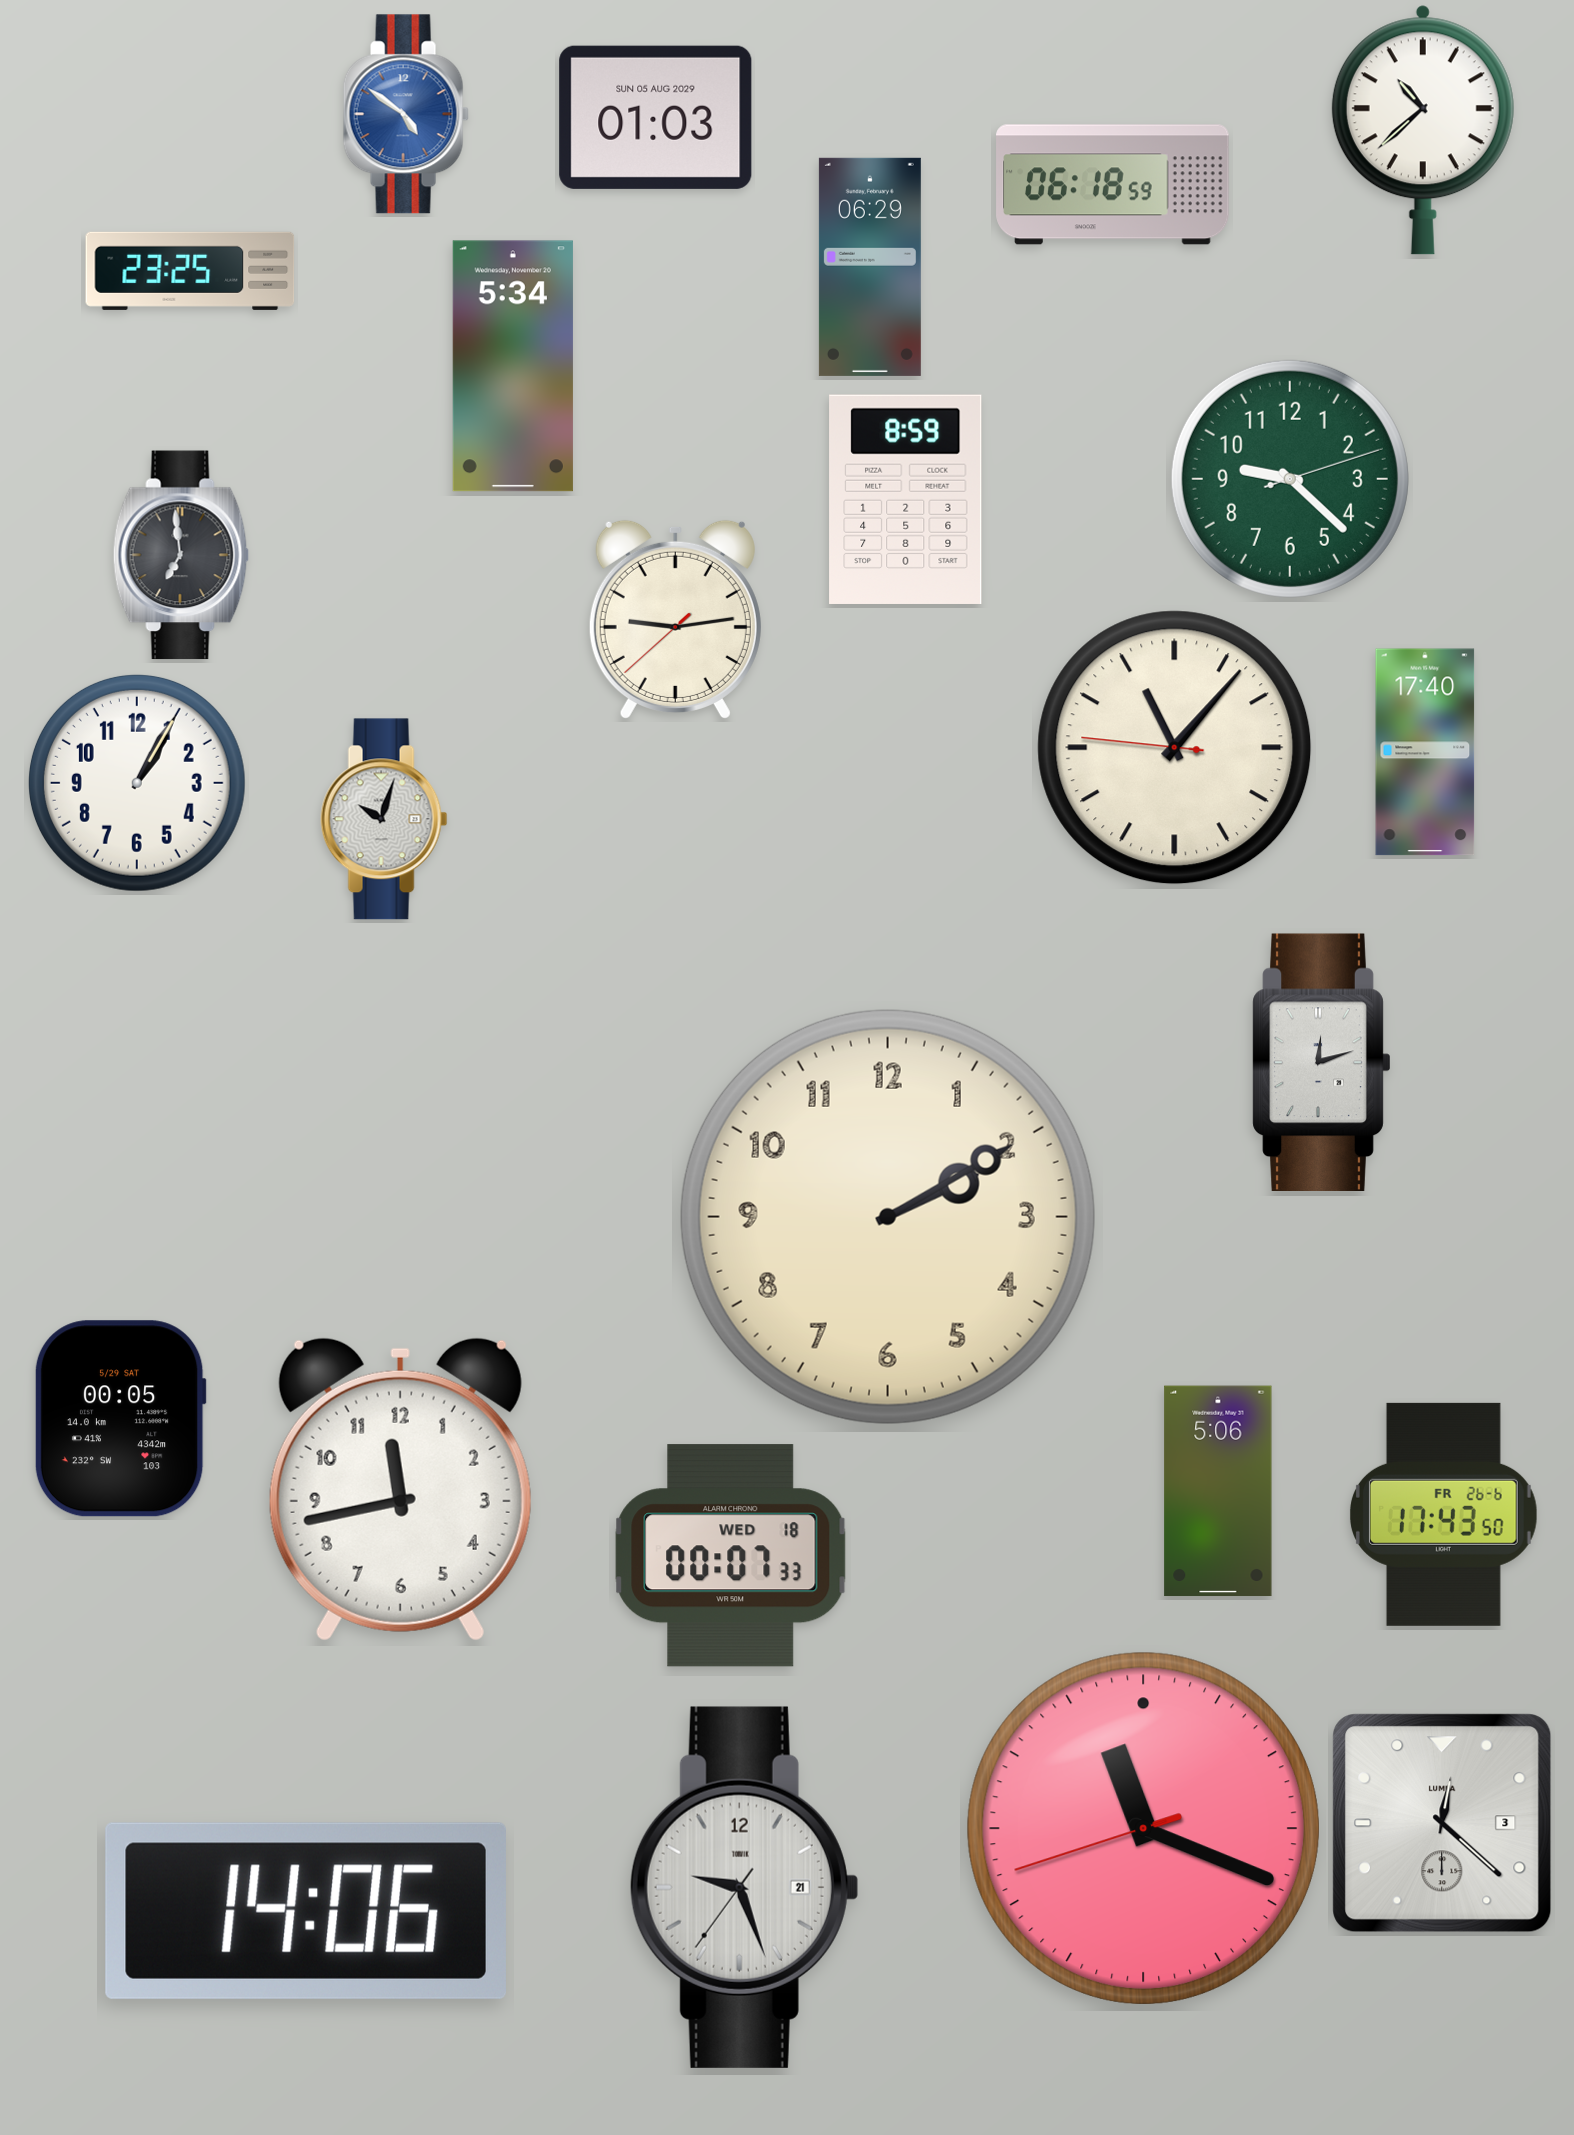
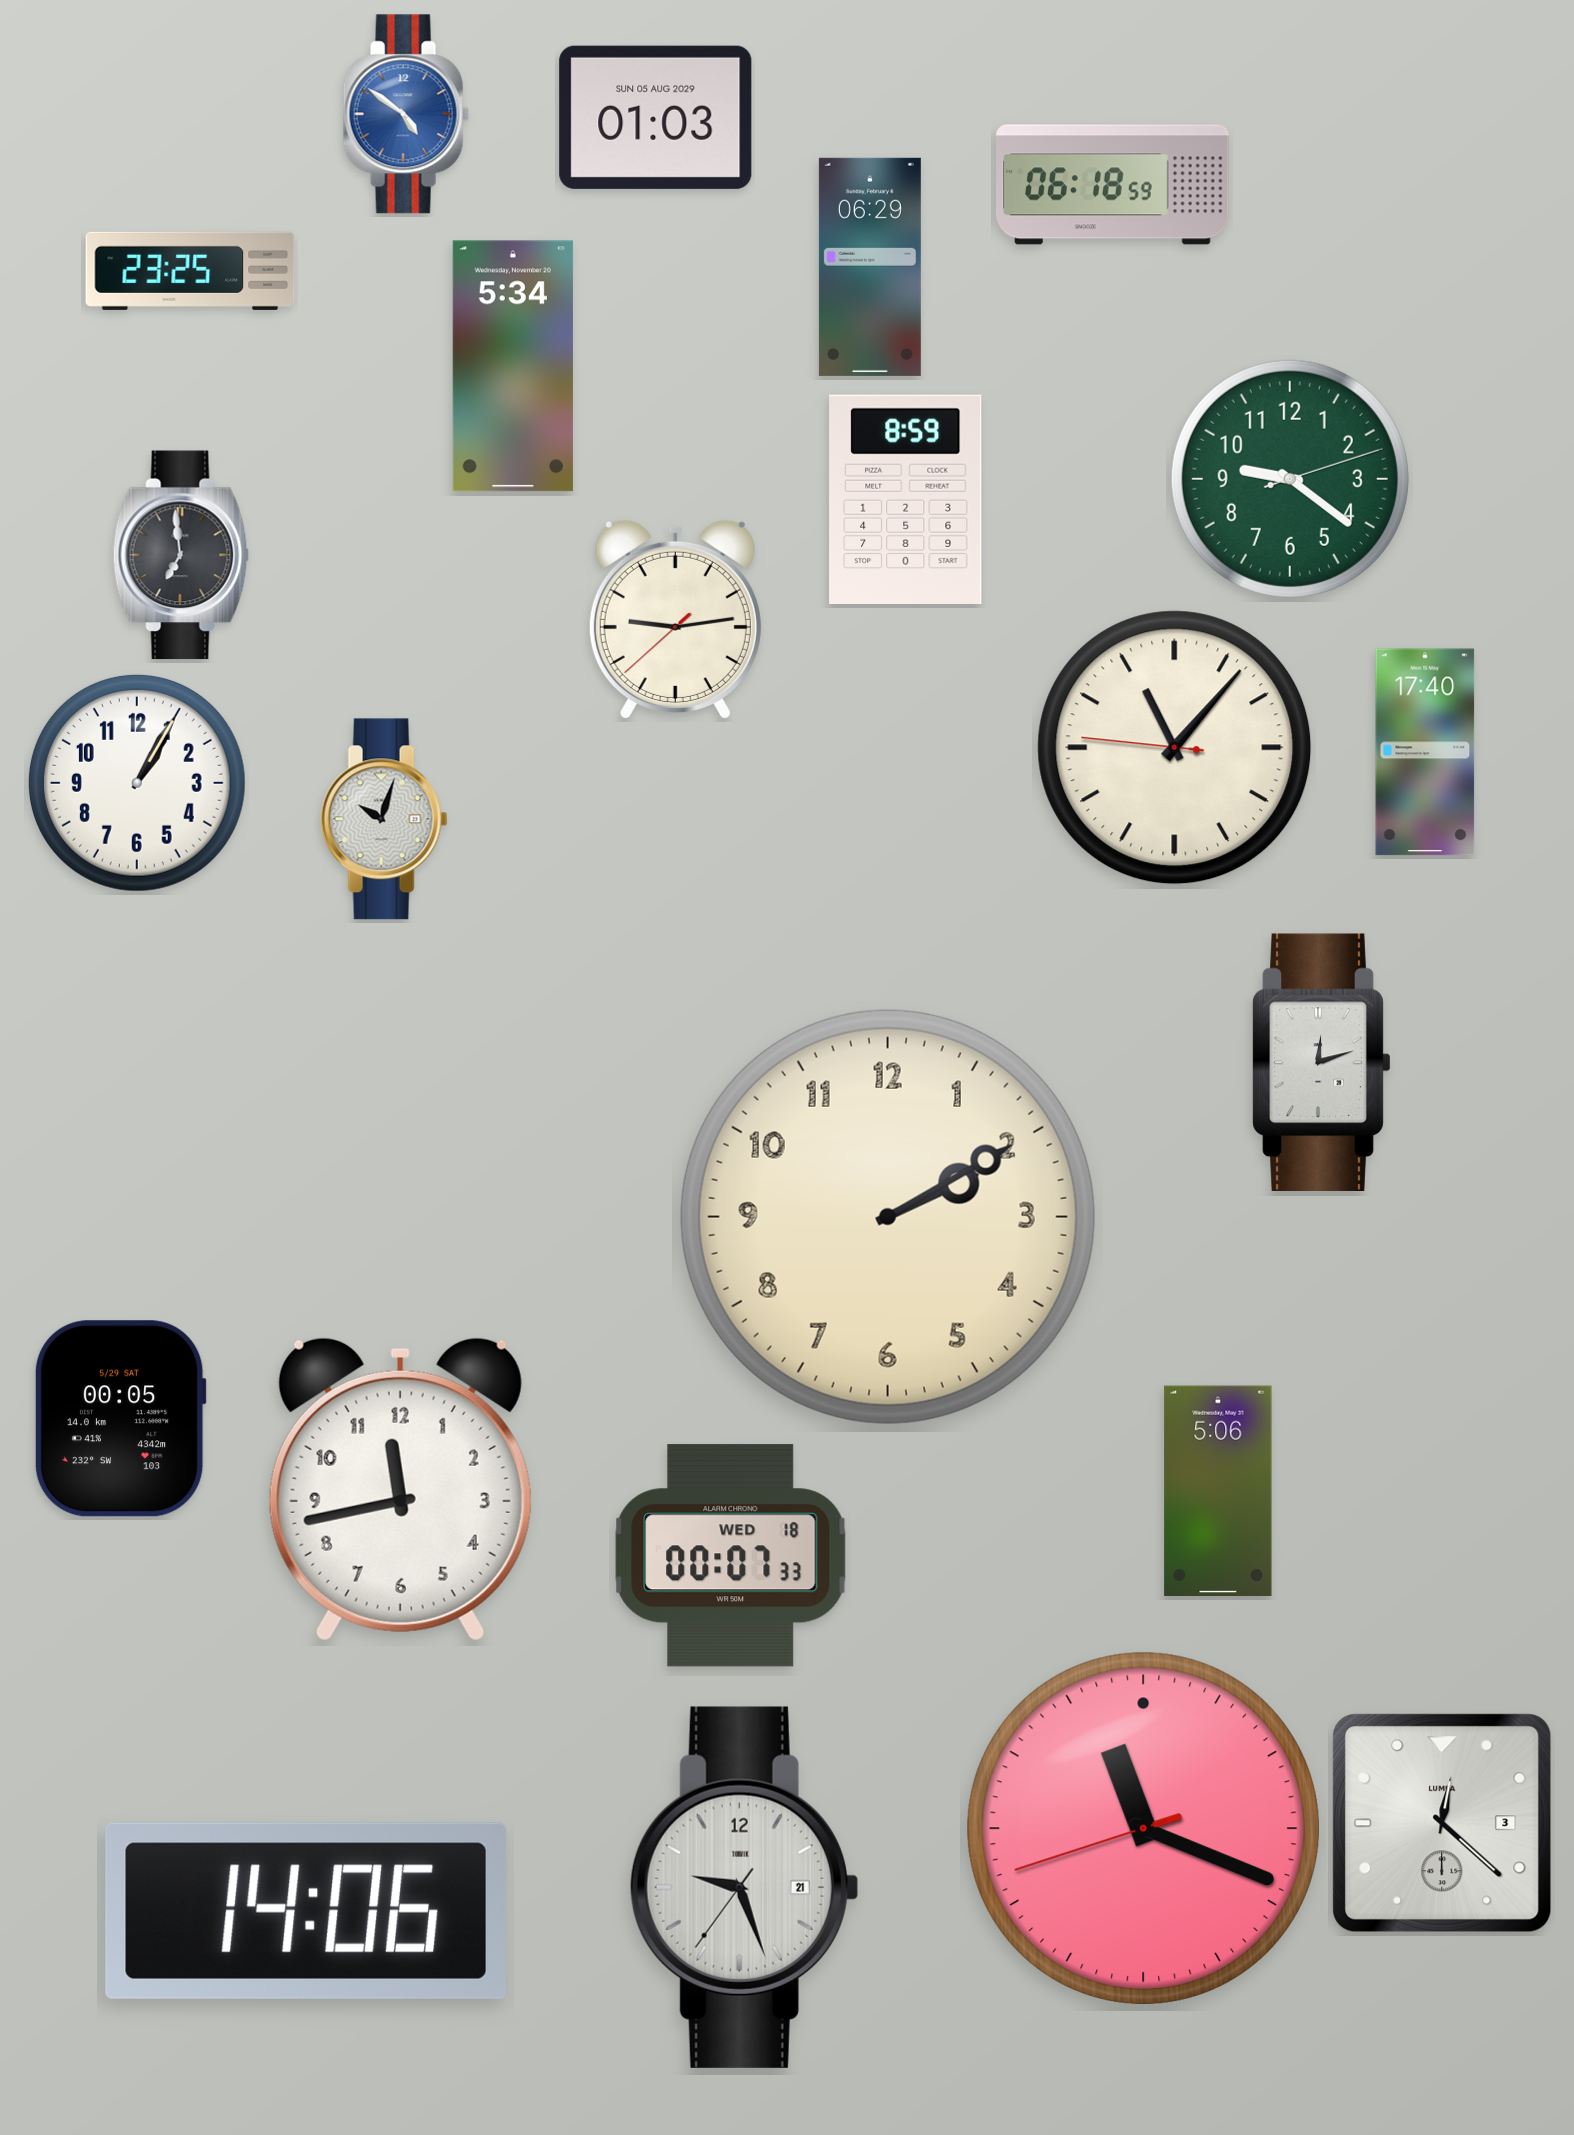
clock at (1423, 130): 10:38 -> none
clock at (1290, 479): 9:22 -> 9:21
clock at (1443, 1514): 17:43 -> none
